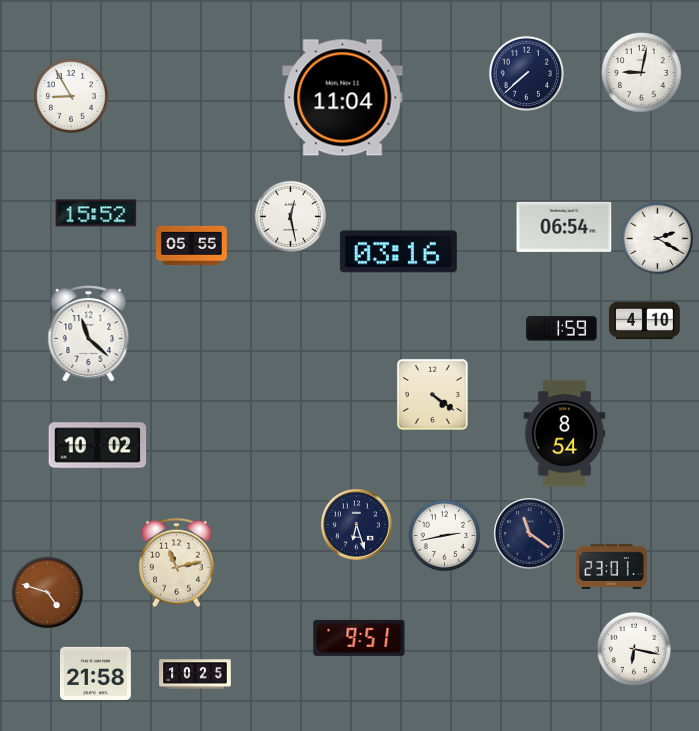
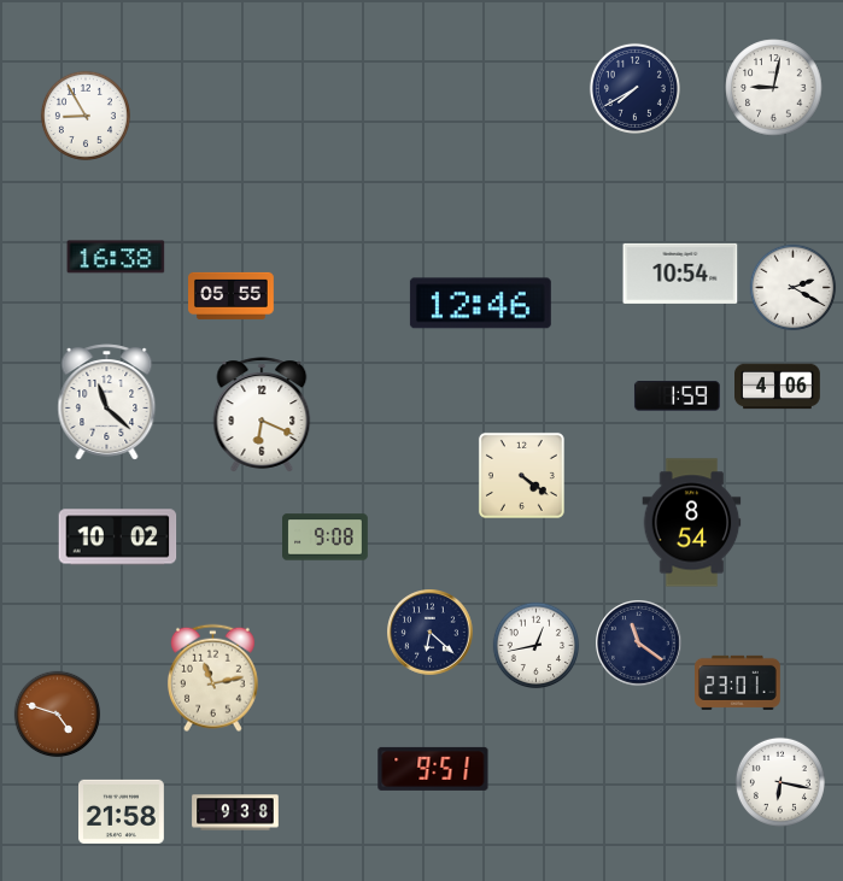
clock at (526, 73): 7:38 -> 7:40
clock at (343, 98): 11:04 -> none
clock at (96, 213): 15:52 -> 16:38
clock at (291, 217): 12:28 -> none
clock at (564, 227): 06:54 -> 10:54
clock at (398, 252): 03:16 -> 12:46
clock at (645, 321): 4:10 -> 4:06
clock at (262, 415): none -> 6:19
clock at (565, 434) position: (565, 434) -> (692, 523)
clock at (326, 538): none -> 9:08
clock at (357, 525): 6:27 -> 6:22
clock at (445, 536): 2:43 -> 12:43
clock at (634, 649) position: (634, 649) -> (780, 782)
clock at (96, 673) position: (96, 673) -> (122, 811)
clock at (195, 674): 10:25 -> 9:38
